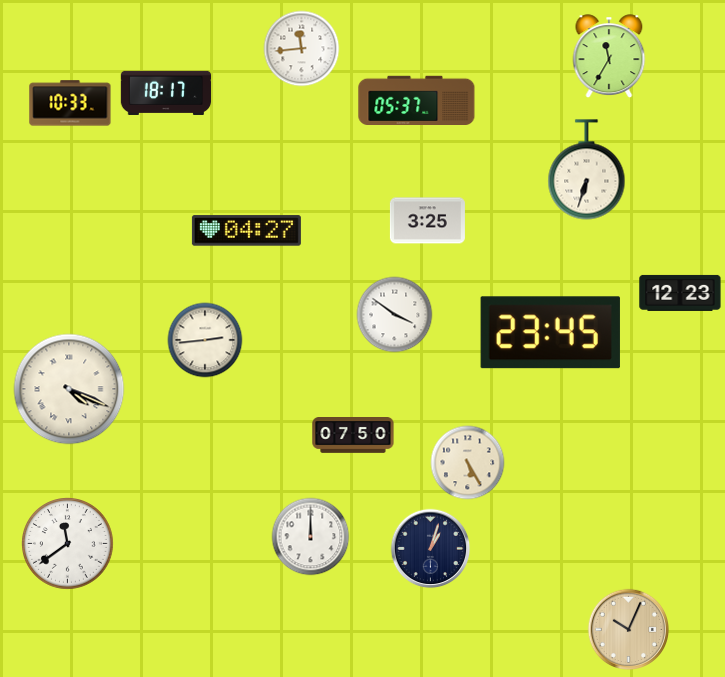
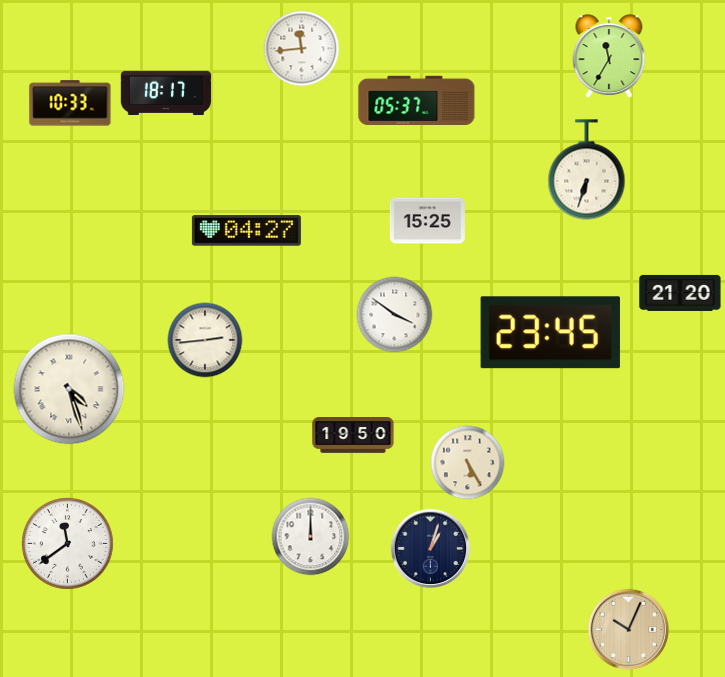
clock at (427, 221): 3:25 -> 15:25
clock at (680, 293): 12:23 -> 21:20
clock at (69, 389): 4:19 -> 4:27
clock at (353, 436): 07:50 -> 19:50
